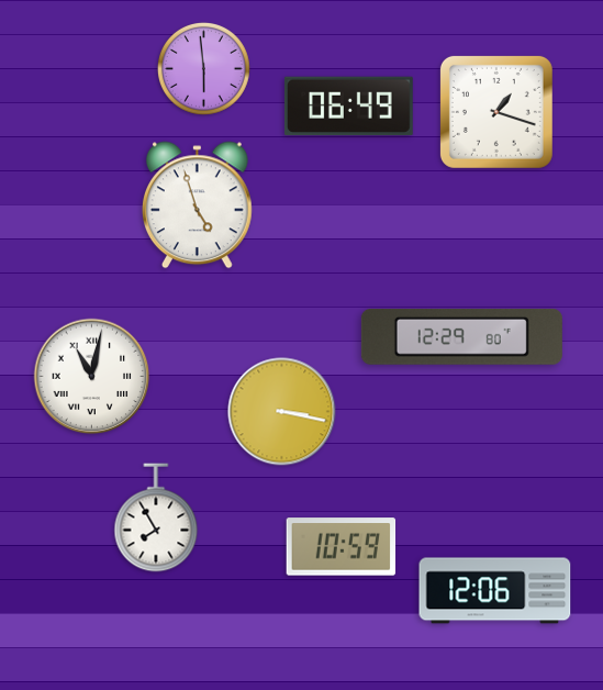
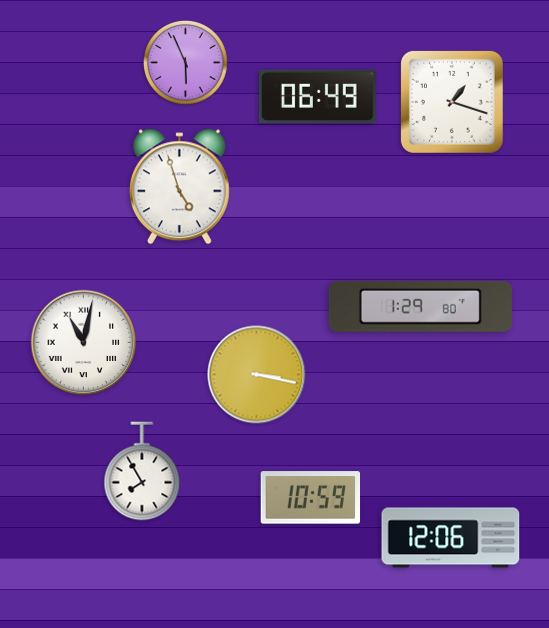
clock at (203, 68): 5:59 -> 5:56
clock at (461, 336): 12:29 -> 1:29
